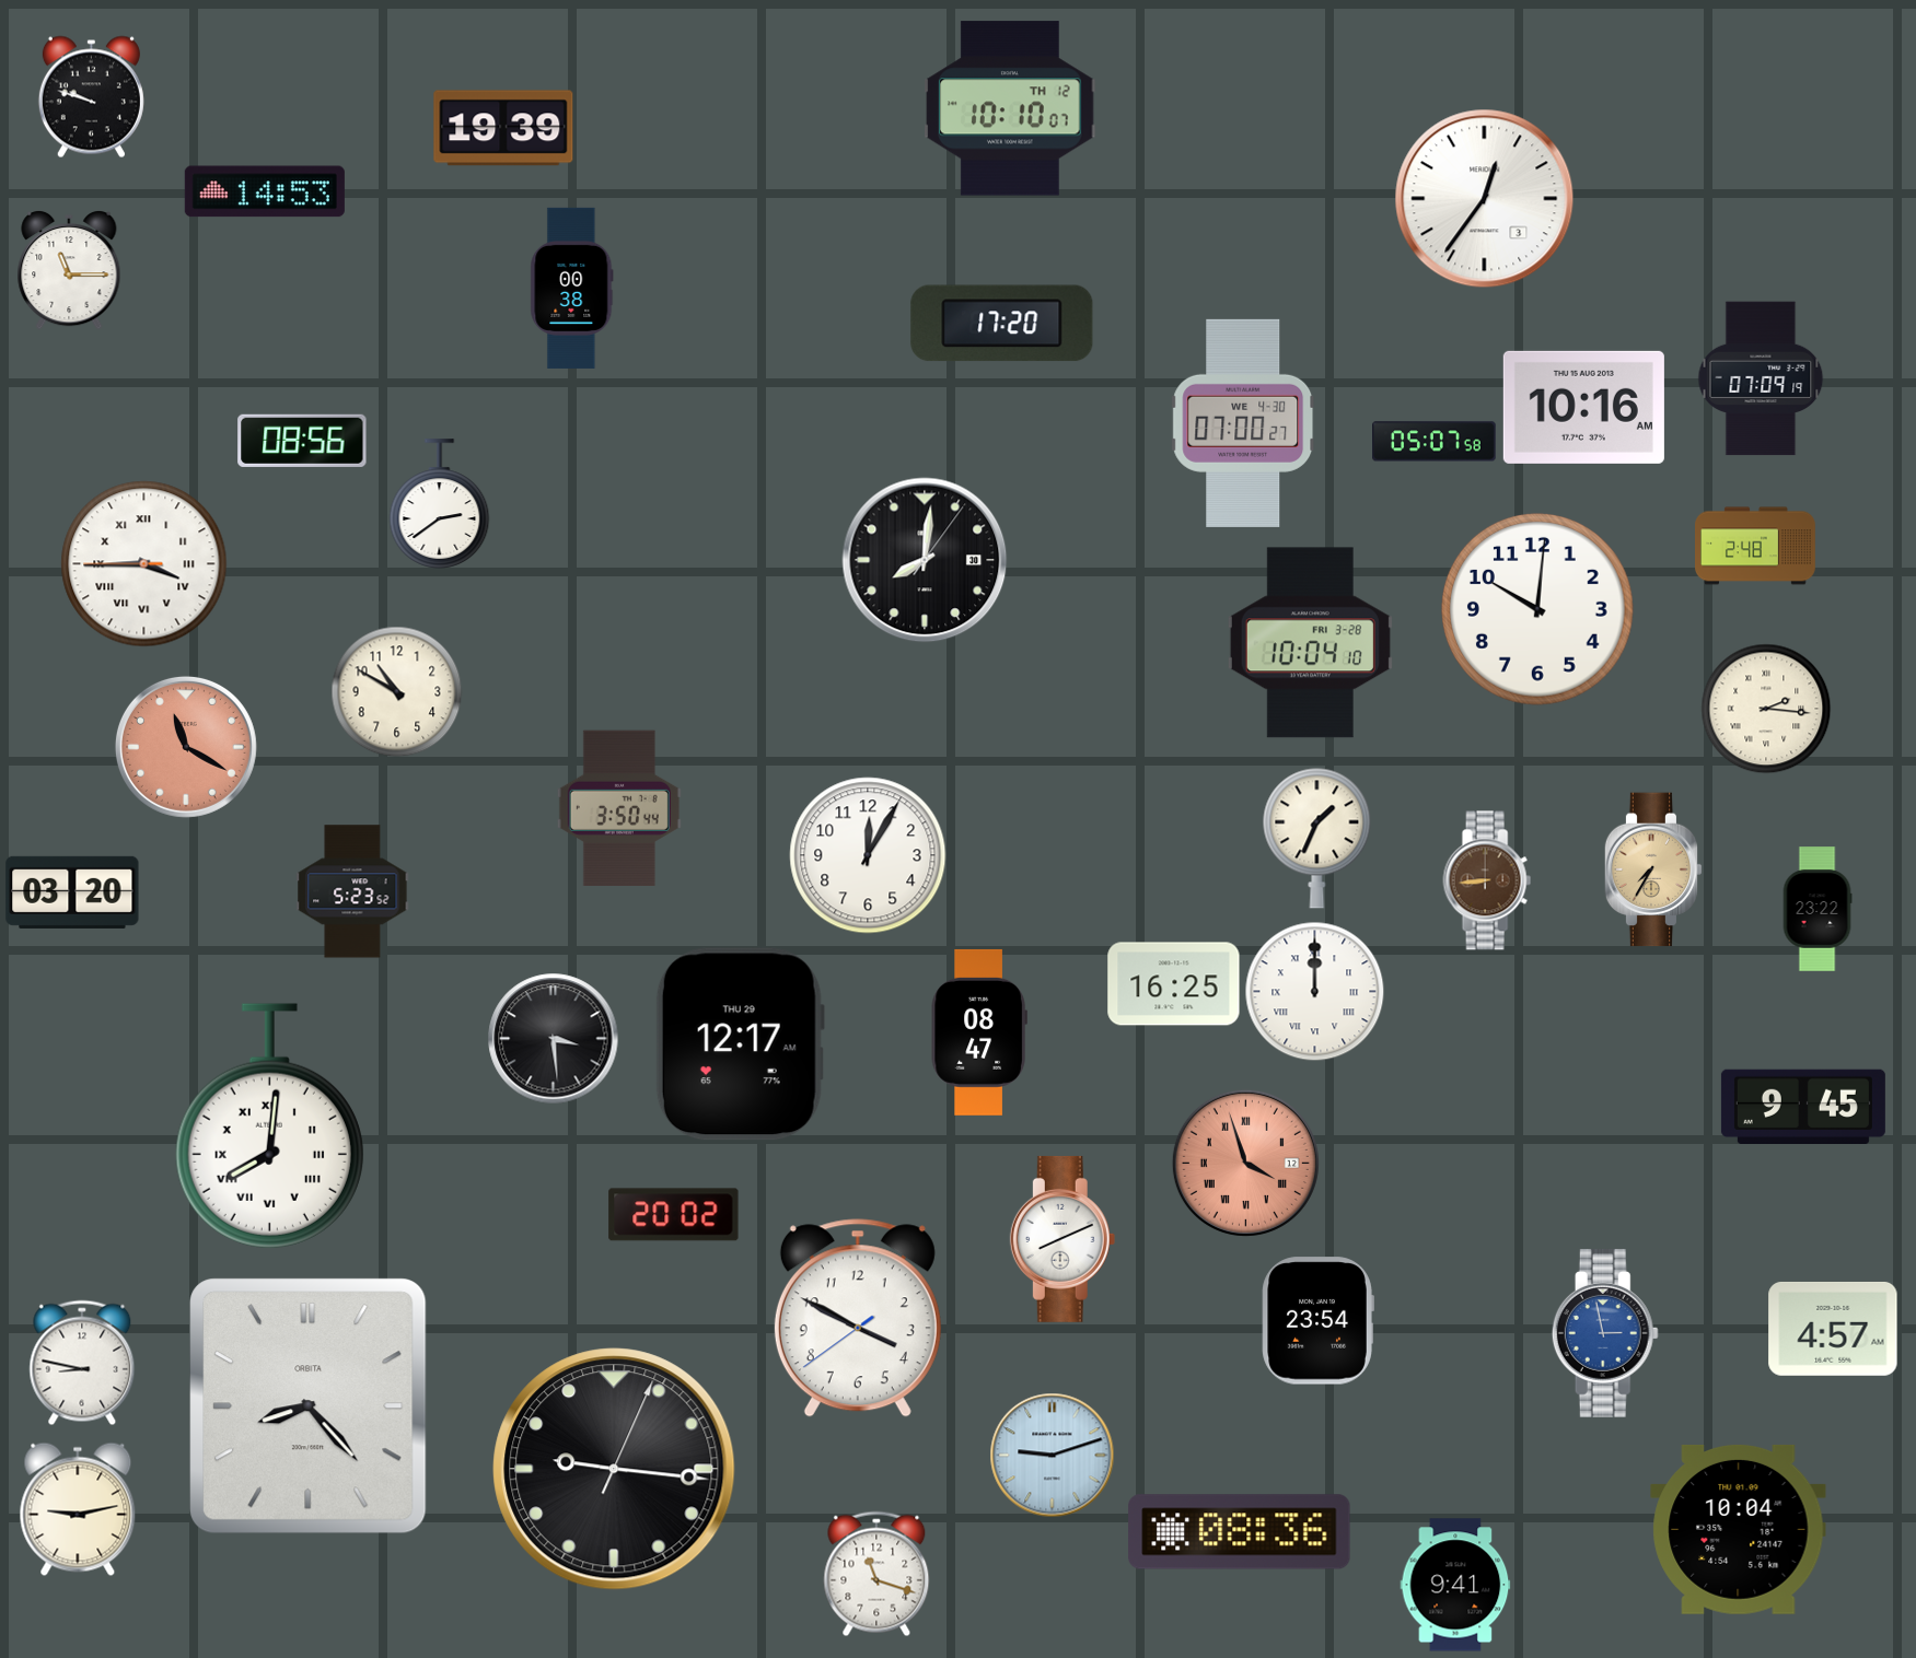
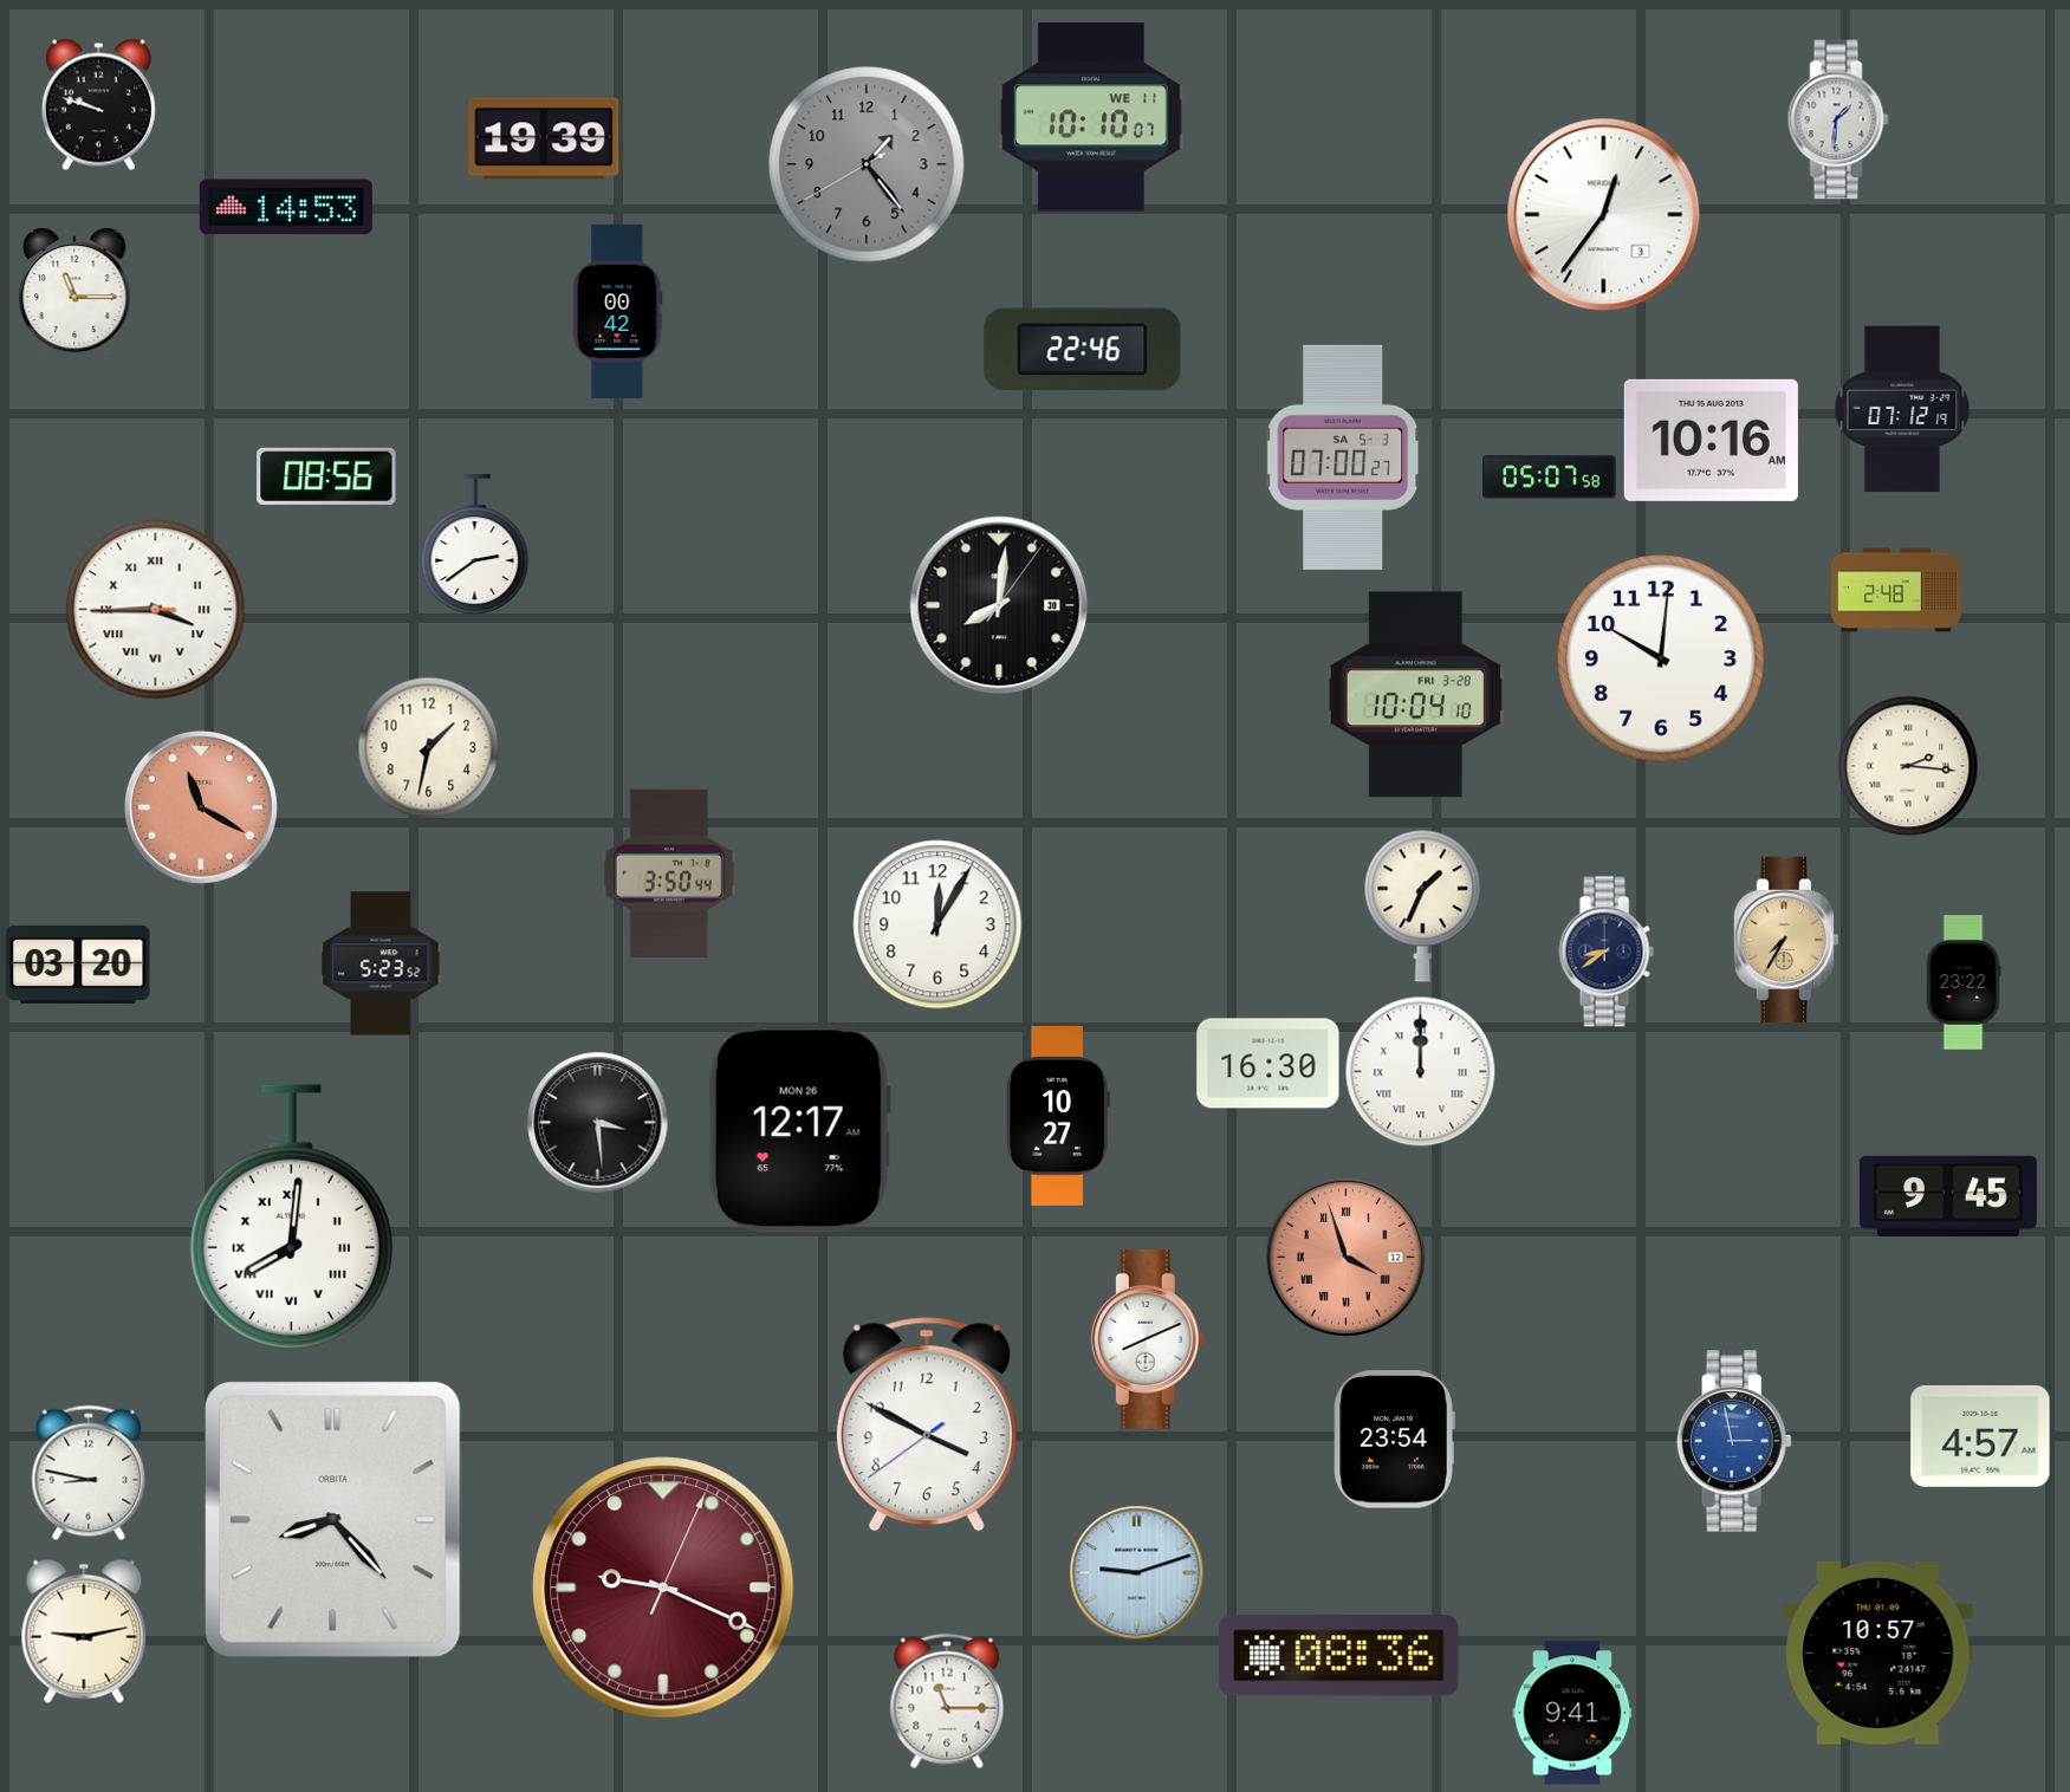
clock at (1010, 108) date: TH 12 -> WE 11
clock at (1838, 119): none -> 1:31
clock at (867, 164): none -> 1:23
clock at (572, 288): 00:38 -> 00:42
clock at (1002, 324): 17:20 -> 22:46
clock at (1761, 378): 07:09 -> 07:12
clock at (1244, 423) date: WE 4-30 -> SA 5-3
clock at (397, 692): 10:50 -> 1:32
clock at (1487, 880): 8:44 -> 8:39
clock at (1487, 880) dial: brown -> navy
clock at (1174, 984): 16:25 -> 16:30
clock at (979, 1032): 08:47 -> 10:27
clock at (740, 1044) date: THU 29 -> MON 26
clock at (674, 1215): 20:02 -> none
clock at (1317, 1321) position: (1317, 1321) -> (1394, 1440)
clock at (614, 1469): 9:16 -> 9:19
clock at (614, 1469) dial: black -> burgundy
clock at (1739, 1529): 10:04 -> 10:57
clock at (876, 1574): 11:18 -> 11:15
